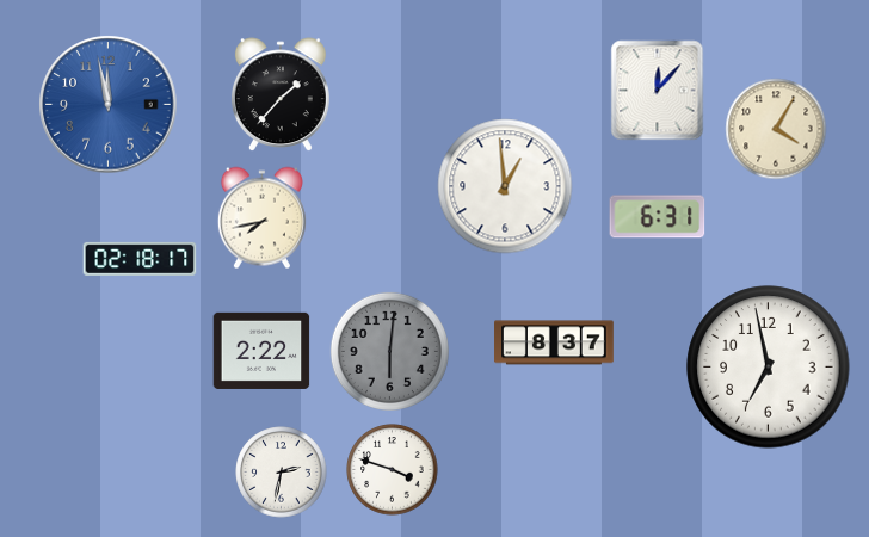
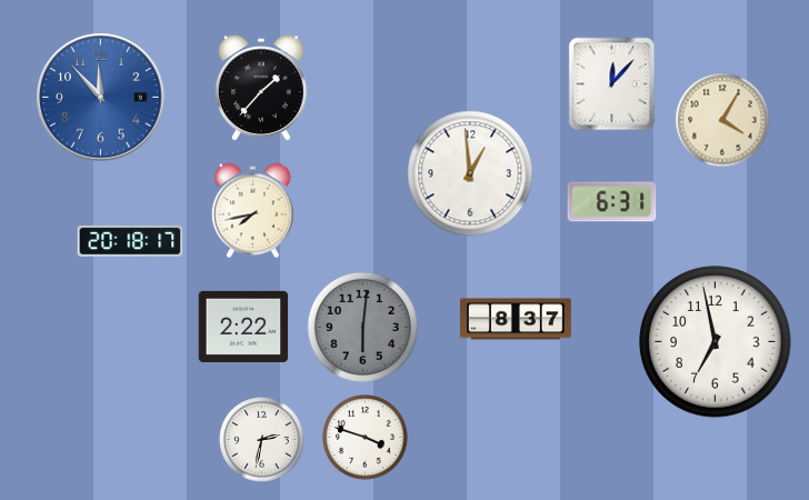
clock at (109, 105): 11:58 -> 11:53
clock at (261, 218) position: (261, 218) -> (252, 211)
clock at (140, 259): 02:18 -> 20:18
